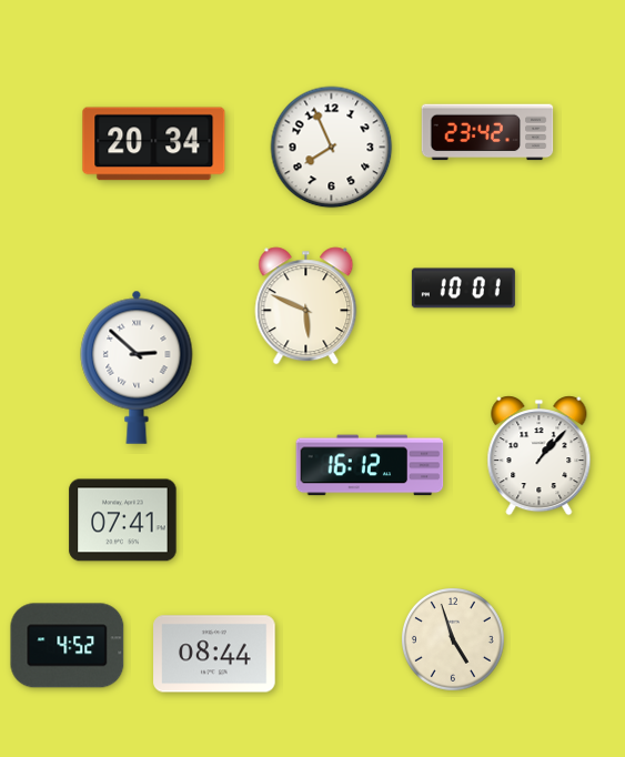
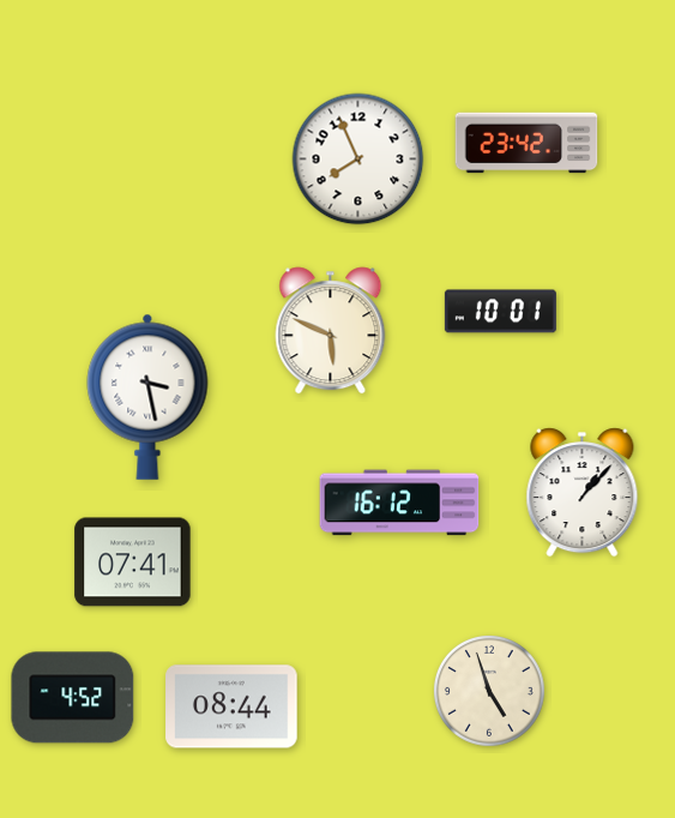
clock at (154, 144): 20:34 -> none
clock at (137, 367): 2:52 -> 3:28
